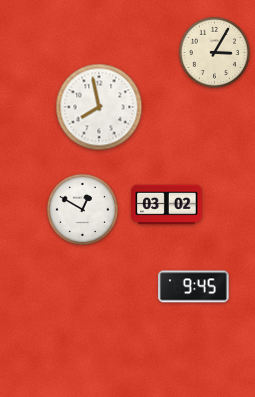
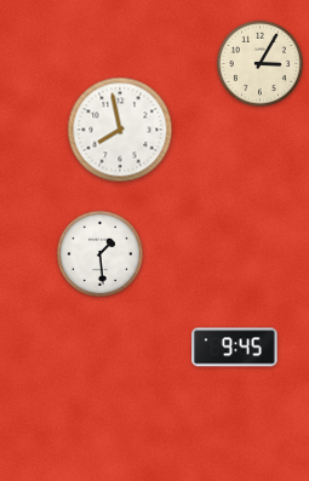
clock at (167, 205): 03:02 -> none
clock at (82, 209): 12:50 -> 1:29
